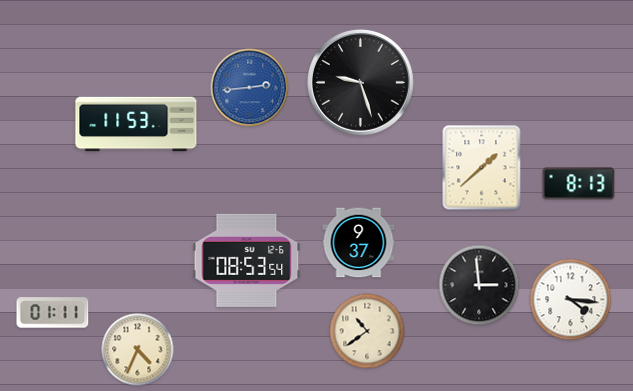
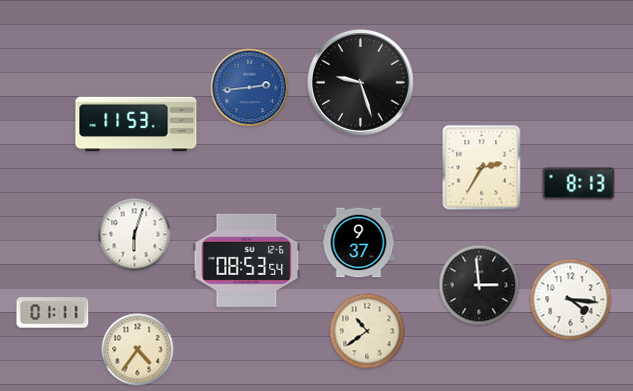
clock at (482, 168): 1:38 -> 2:35
clock at (135, 235): none -> 6:03
clock at (138, 350): 4:34 -> 4:36
